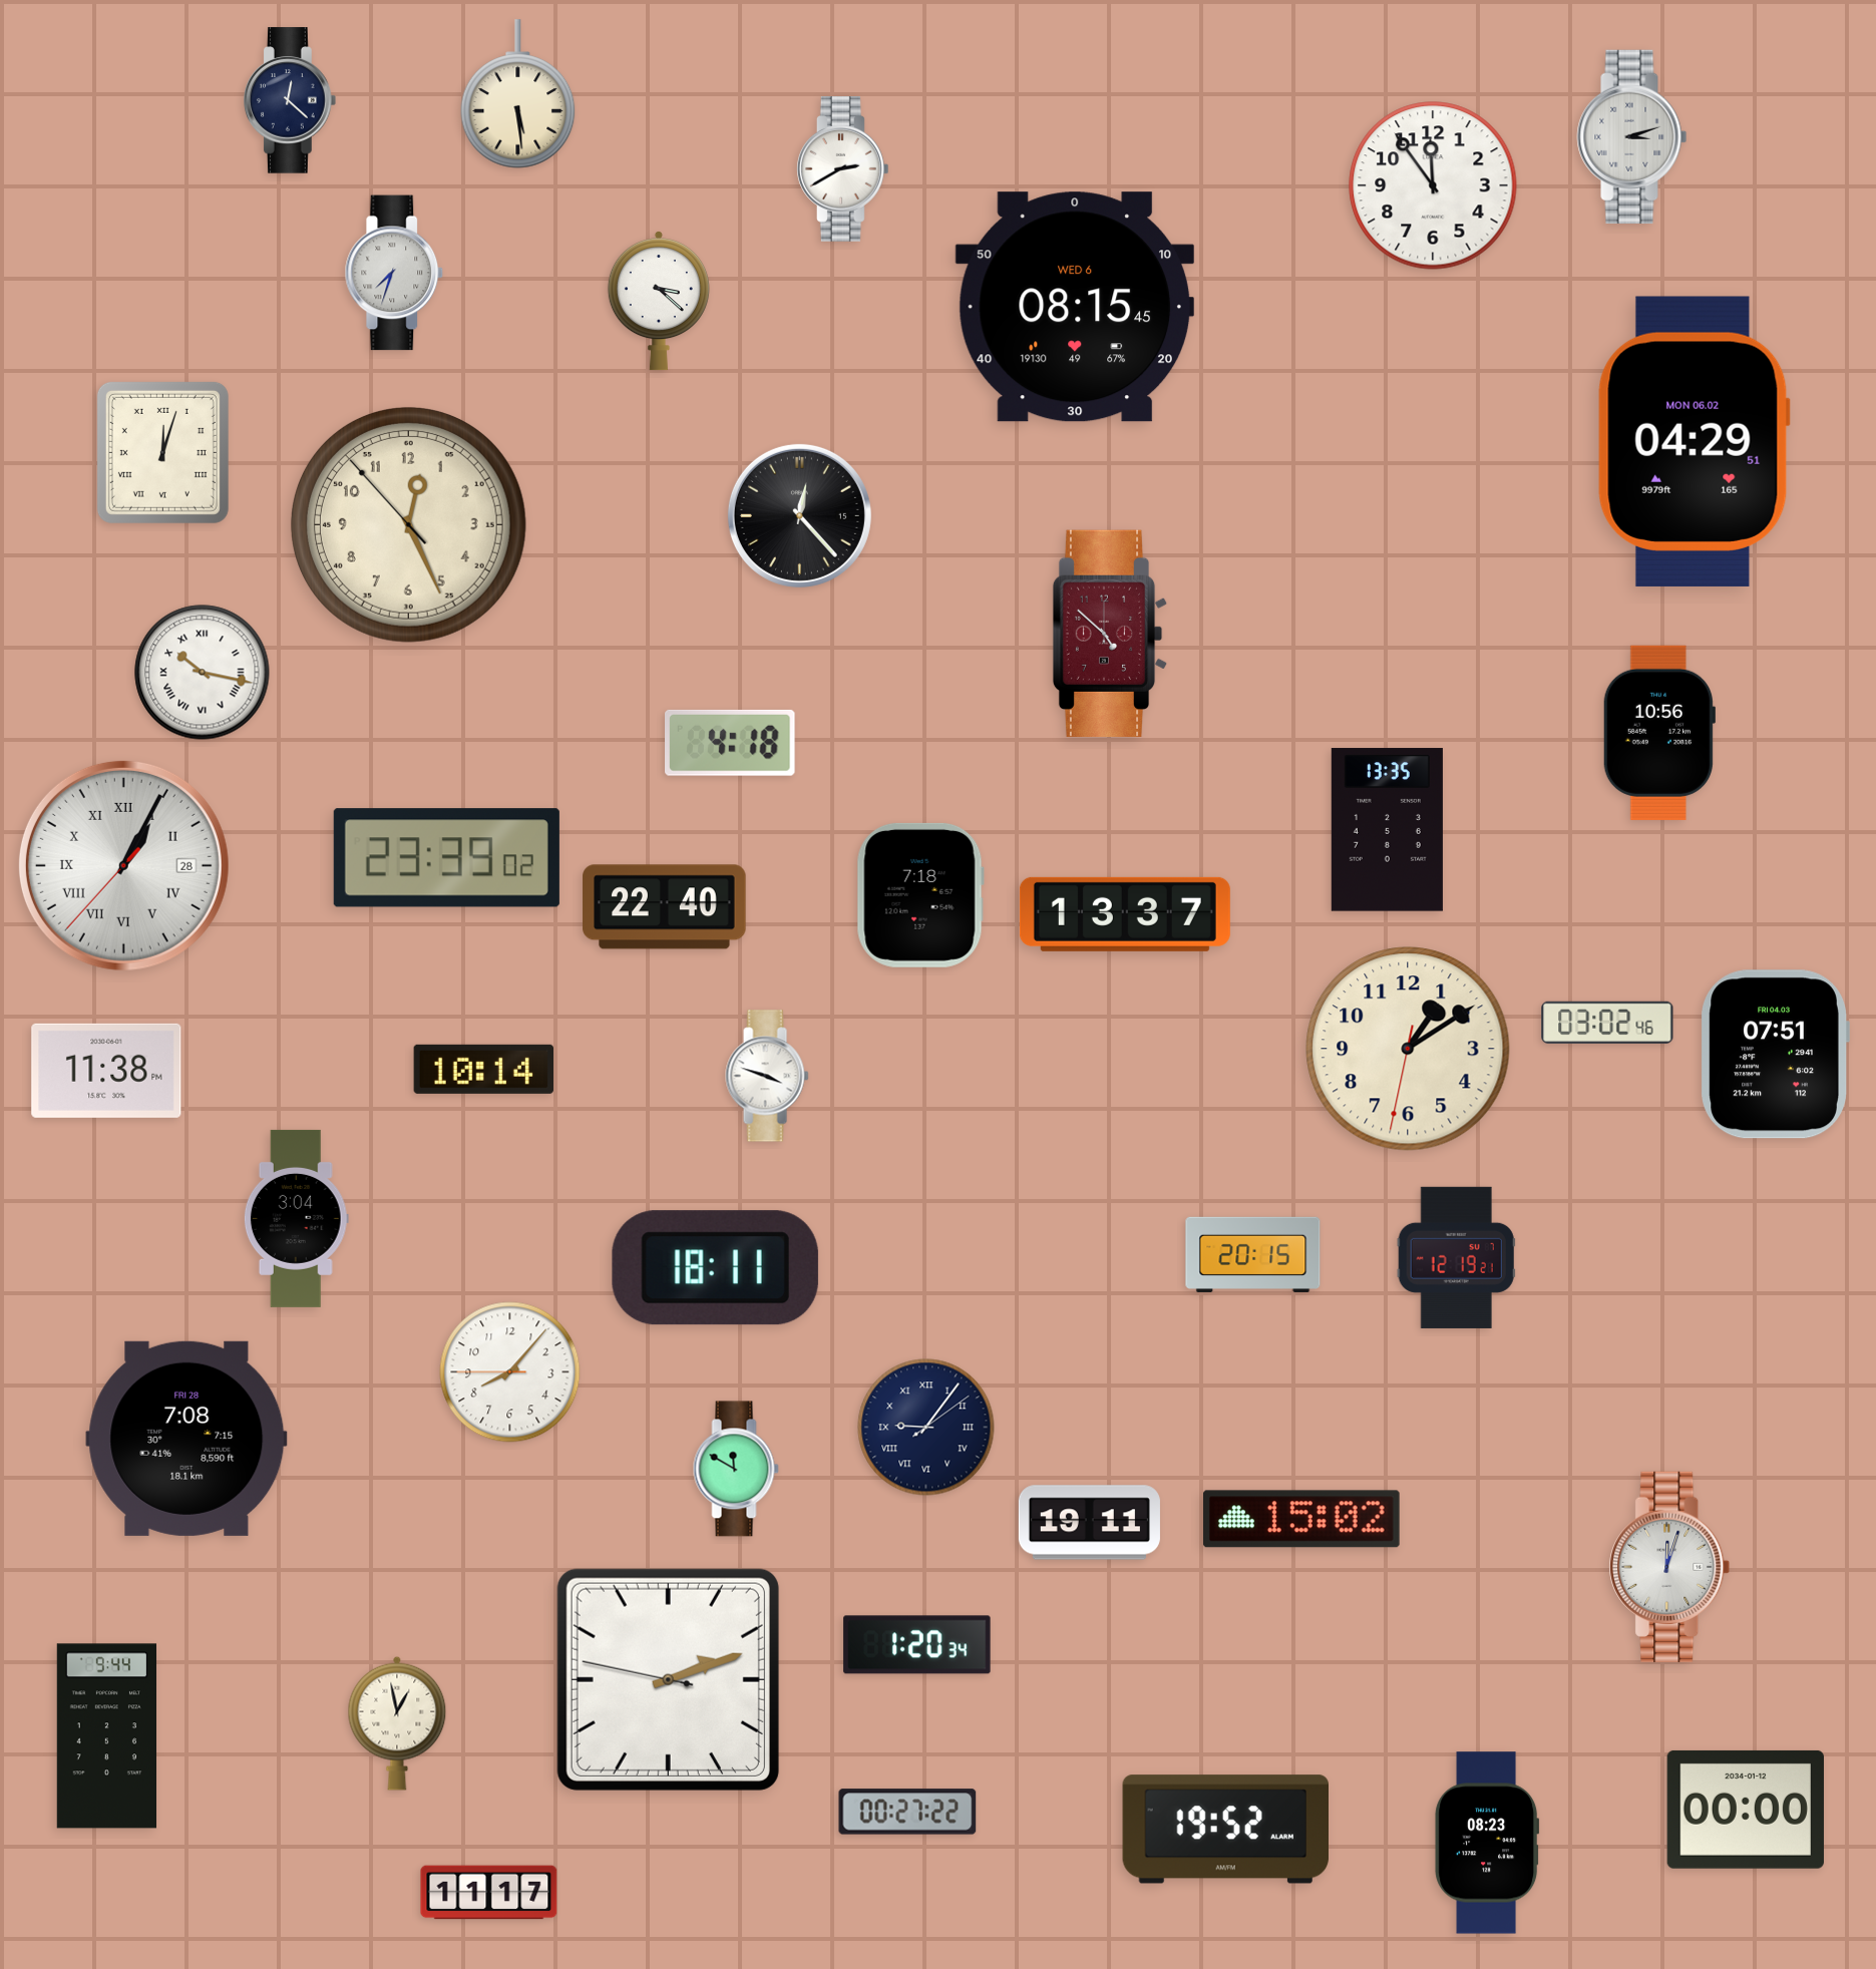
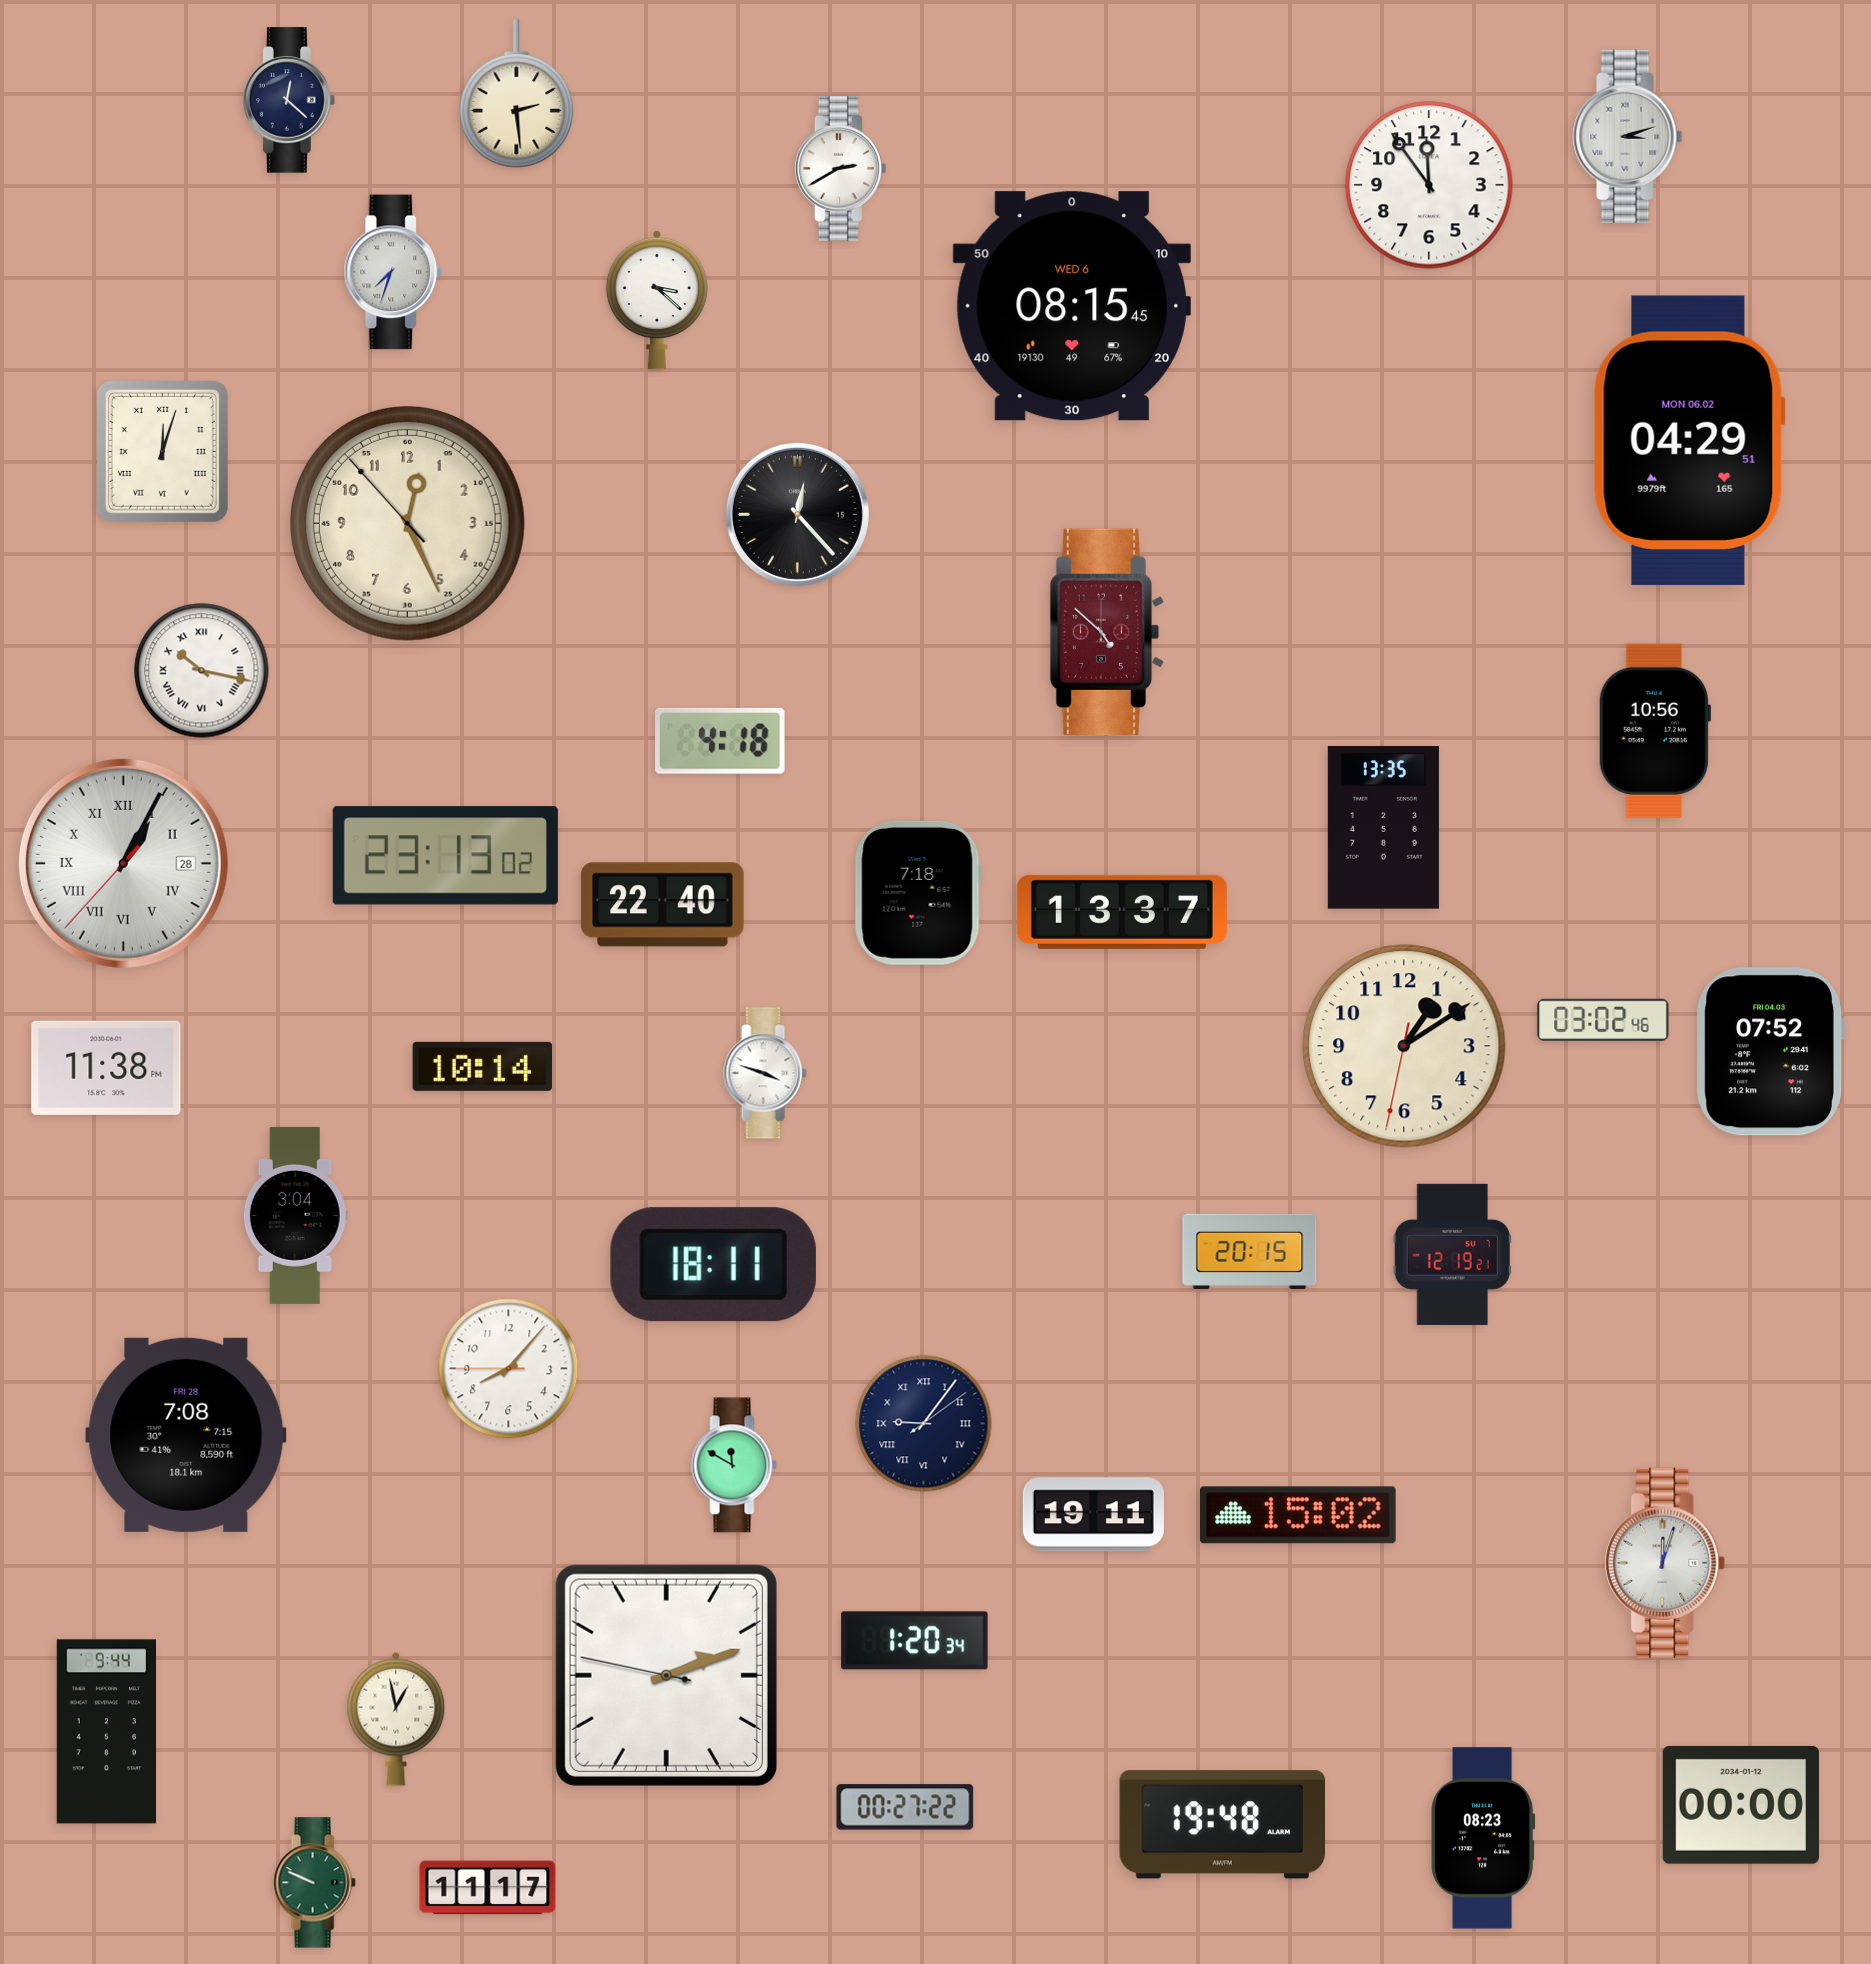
clock at (518, 94): 5:29 -> 2:29
clock at (731, 743) position: (731, 743) -> (721, 741)
clock at (446, 858): 23:39 -> 23:13
clock at (1775, 1055): 07:51 -> 07:52
clock at (1089, 1523) position: (1089, 1523) -> (1093, 1515)
clock at (1226, 1830): 19:52 -> 19:48
clock at (314, 1883): none -> 9:49
